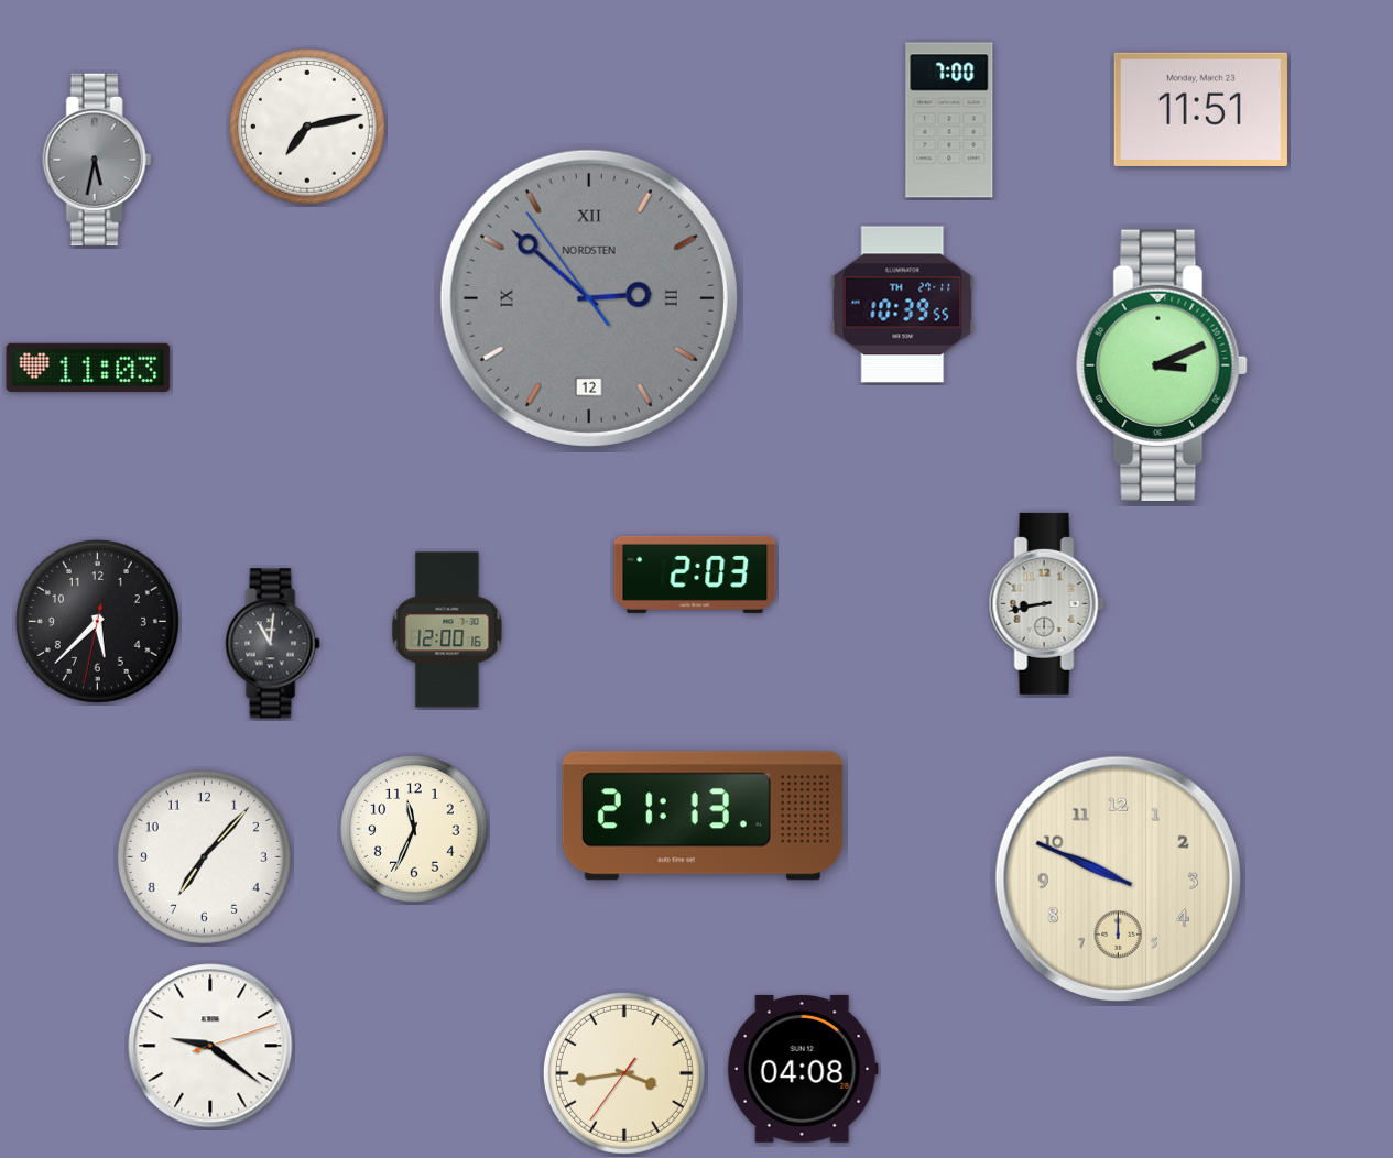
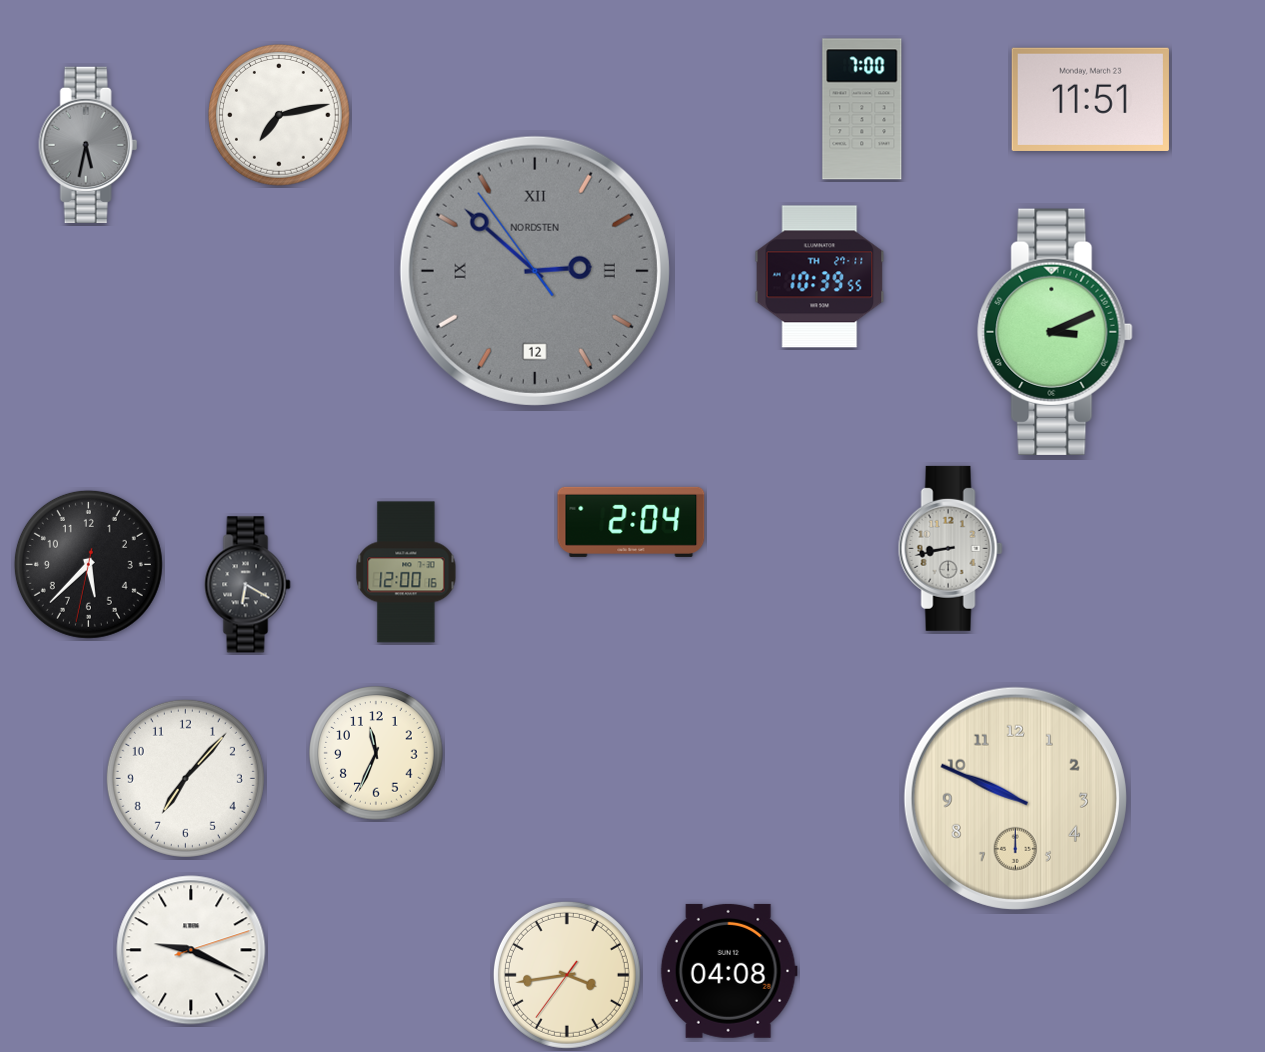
clock at (88, 368): 11:03 -> none
clock at (695, 575): 2:03 -> 2:04
clock at (273, 644): 11:01 -> 6:20
clock at (703, 816): 21:13 -> none
clock at (210, 1046): 9:21 -> 9:19
